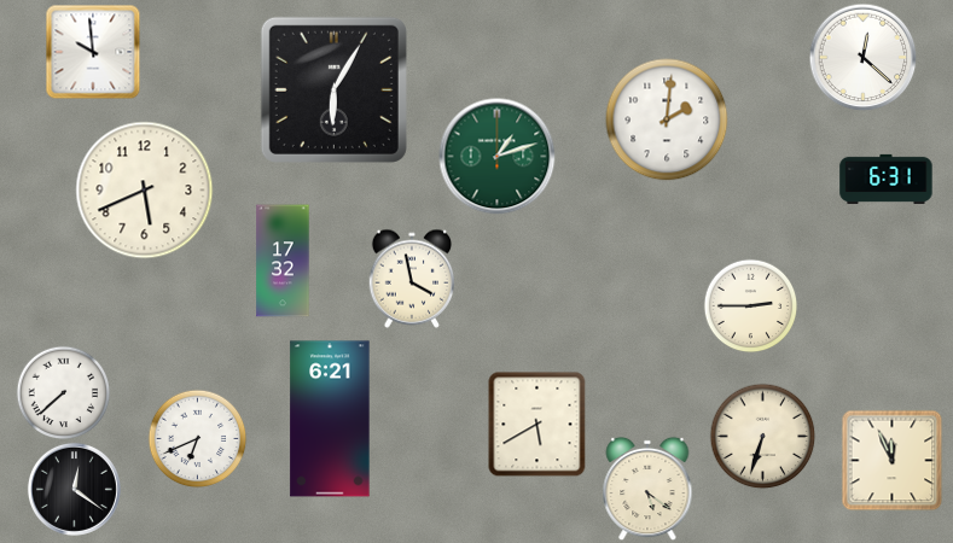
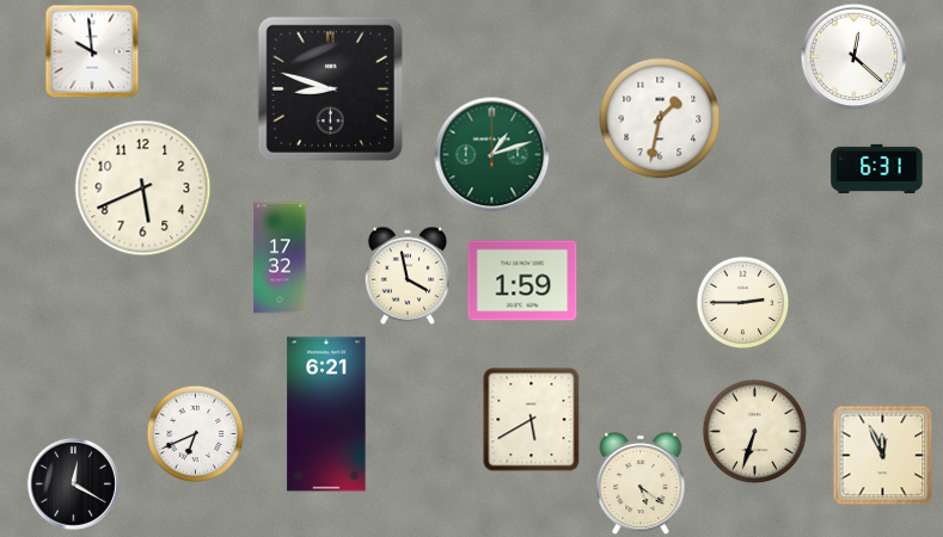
clock at (333, 89): 6:05 -> 8:48
clock at (667, 119): 2:01 -> 1:32
clock at (887, 179) position: (887, 179) -> (877, 168)
clock at (522, 280): none -> 1:59
clock at (63, 392): 7:38 -> none
clock at (74, 489): 12:21 -> 12:20
